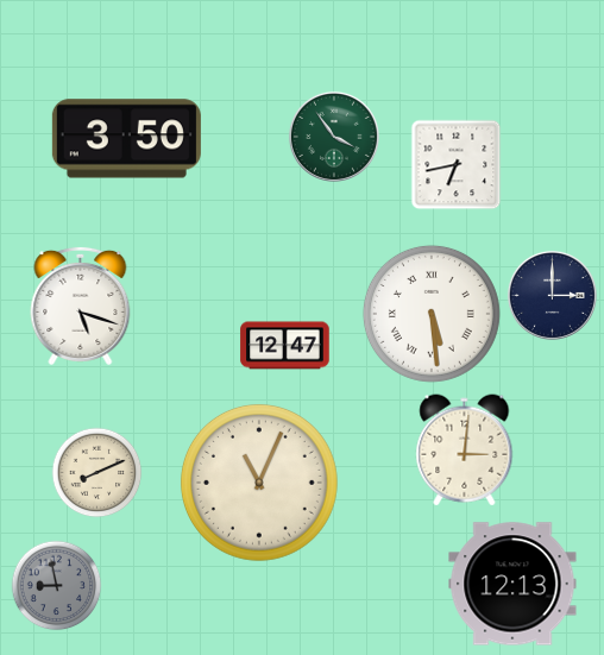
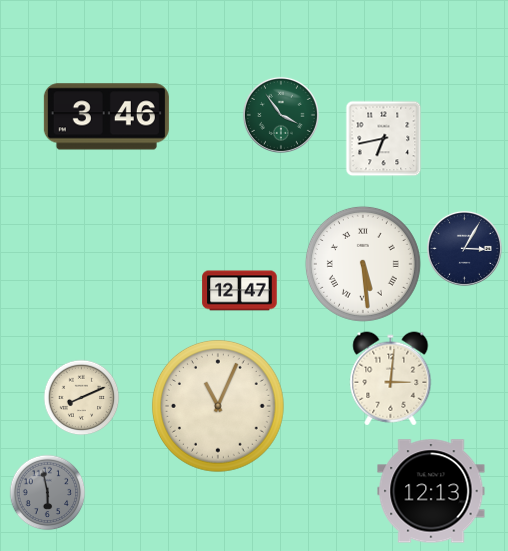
clock at (126, 139): 3:50 -> 3:46
clock at (552, 295): 3:00 -> 3:05
clock at (81, 306): 5:18 -> none
clock at (57, 586): 8:58 -> 5:58
